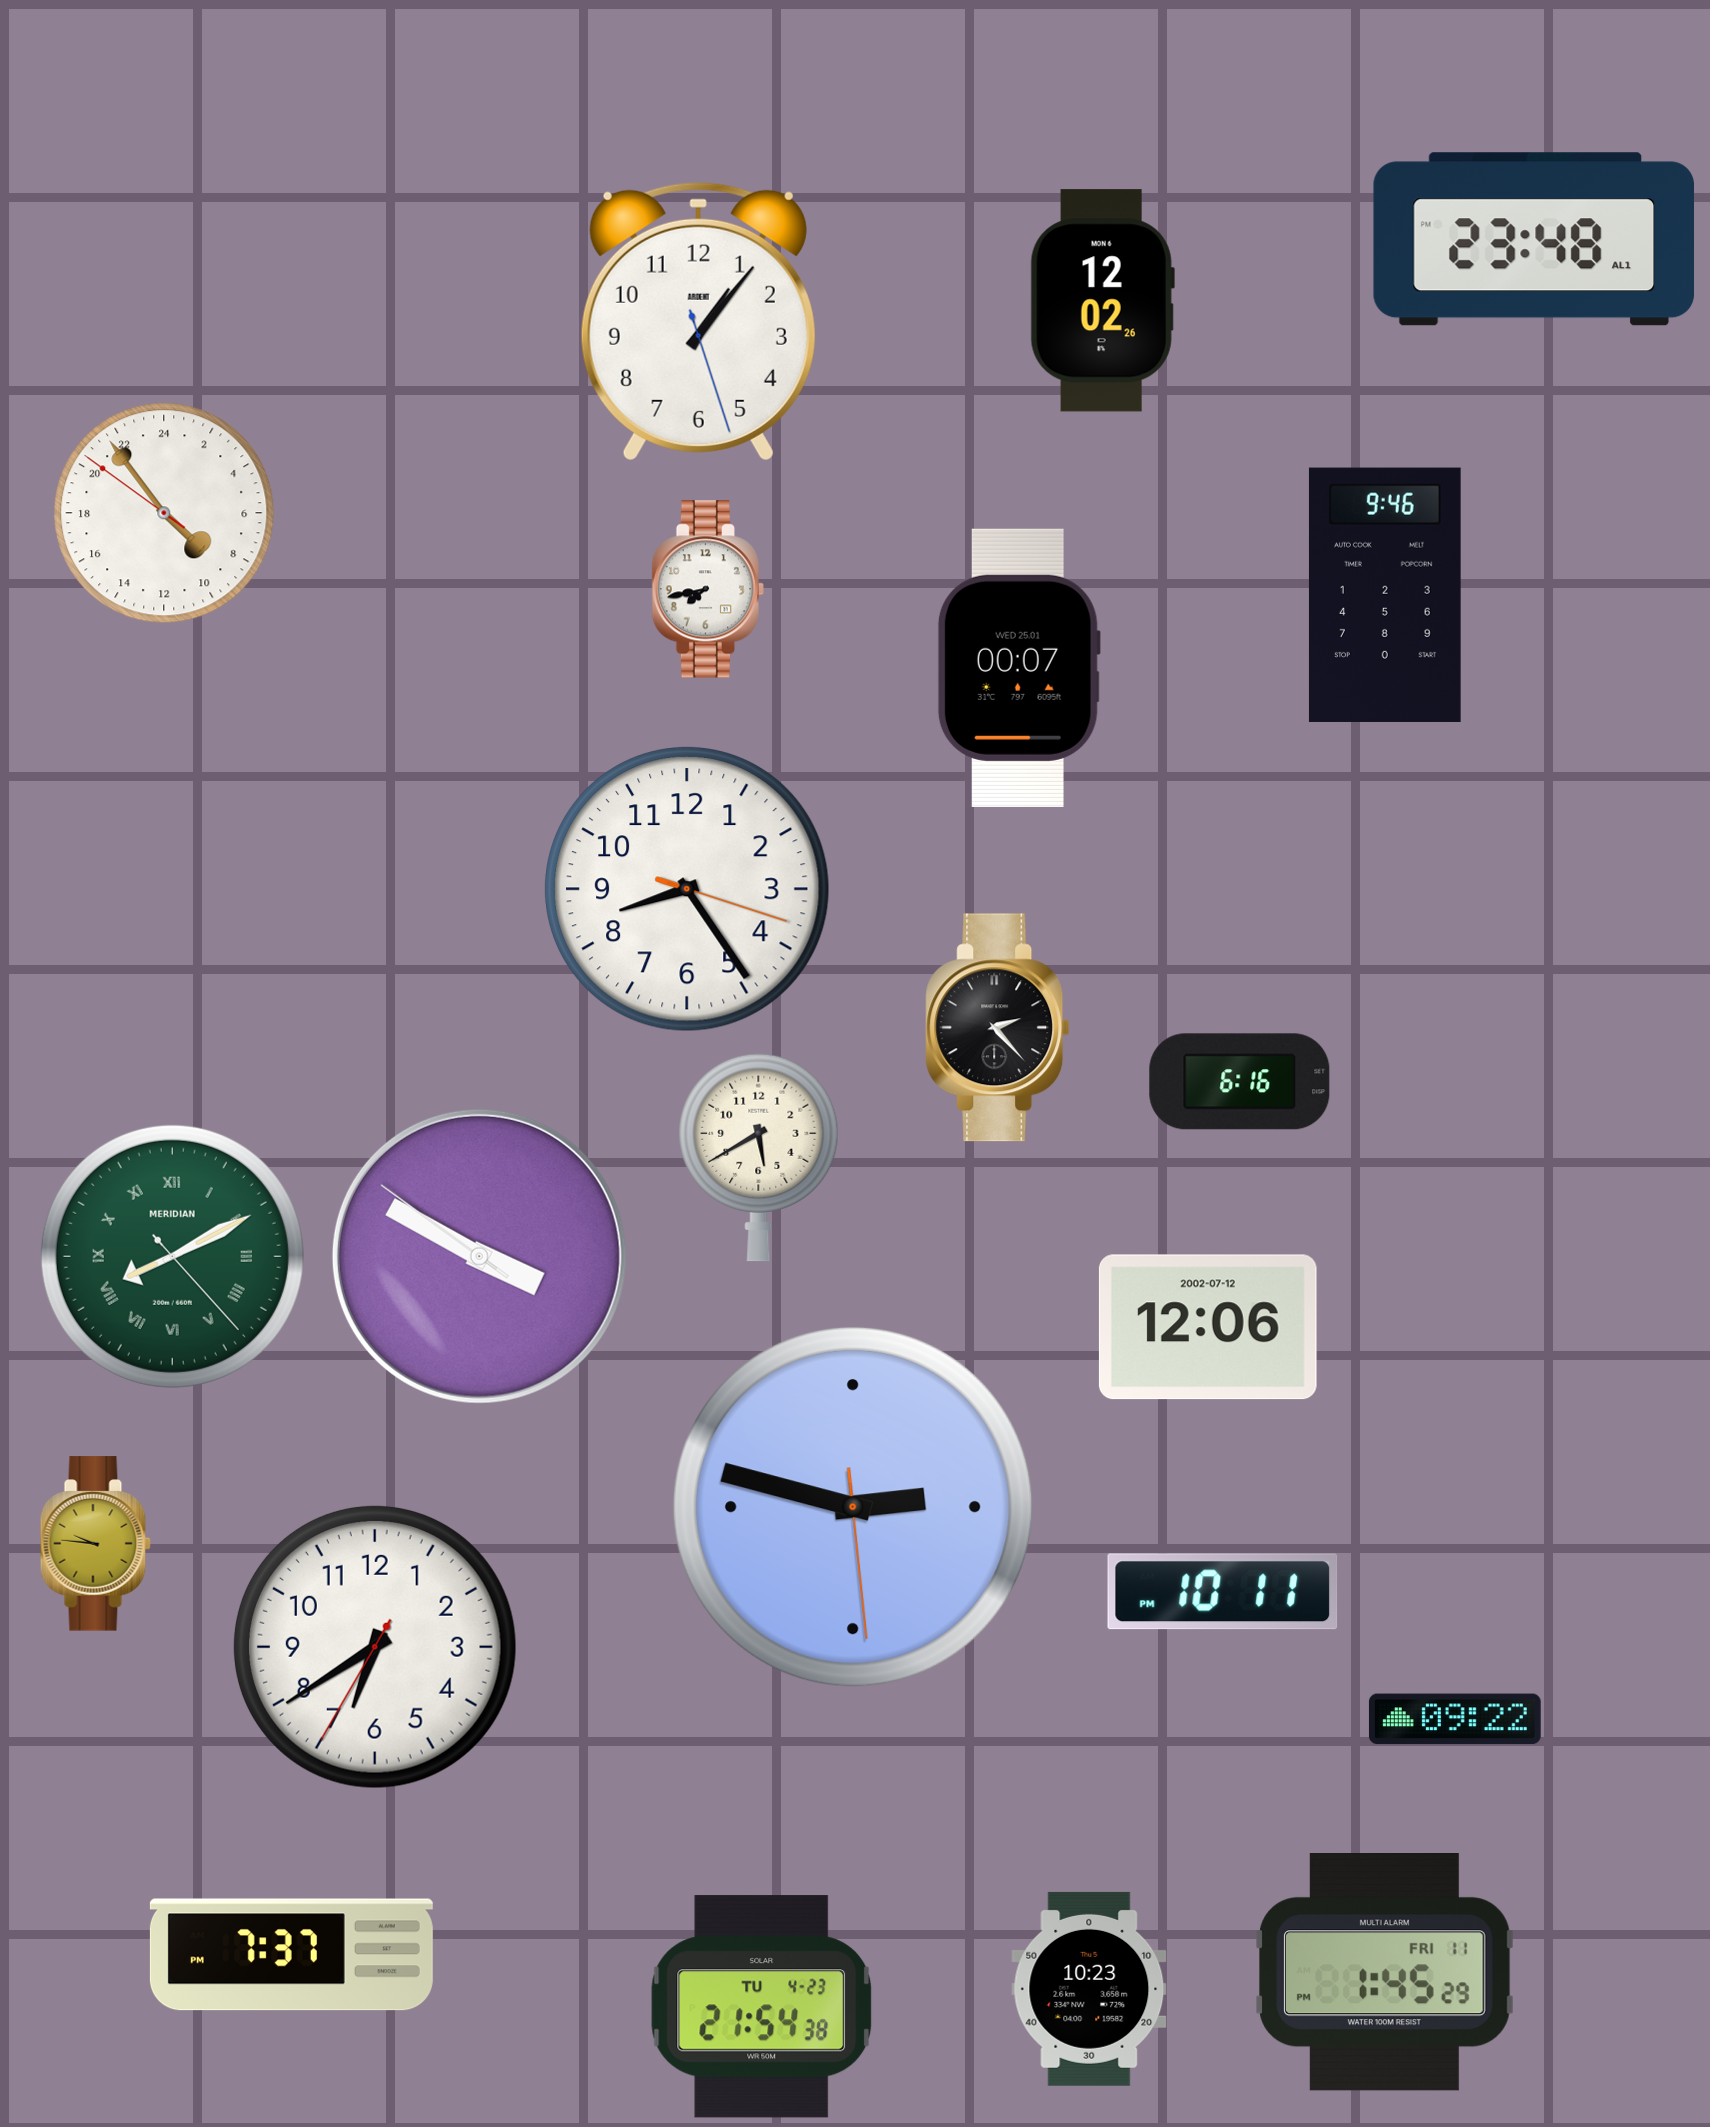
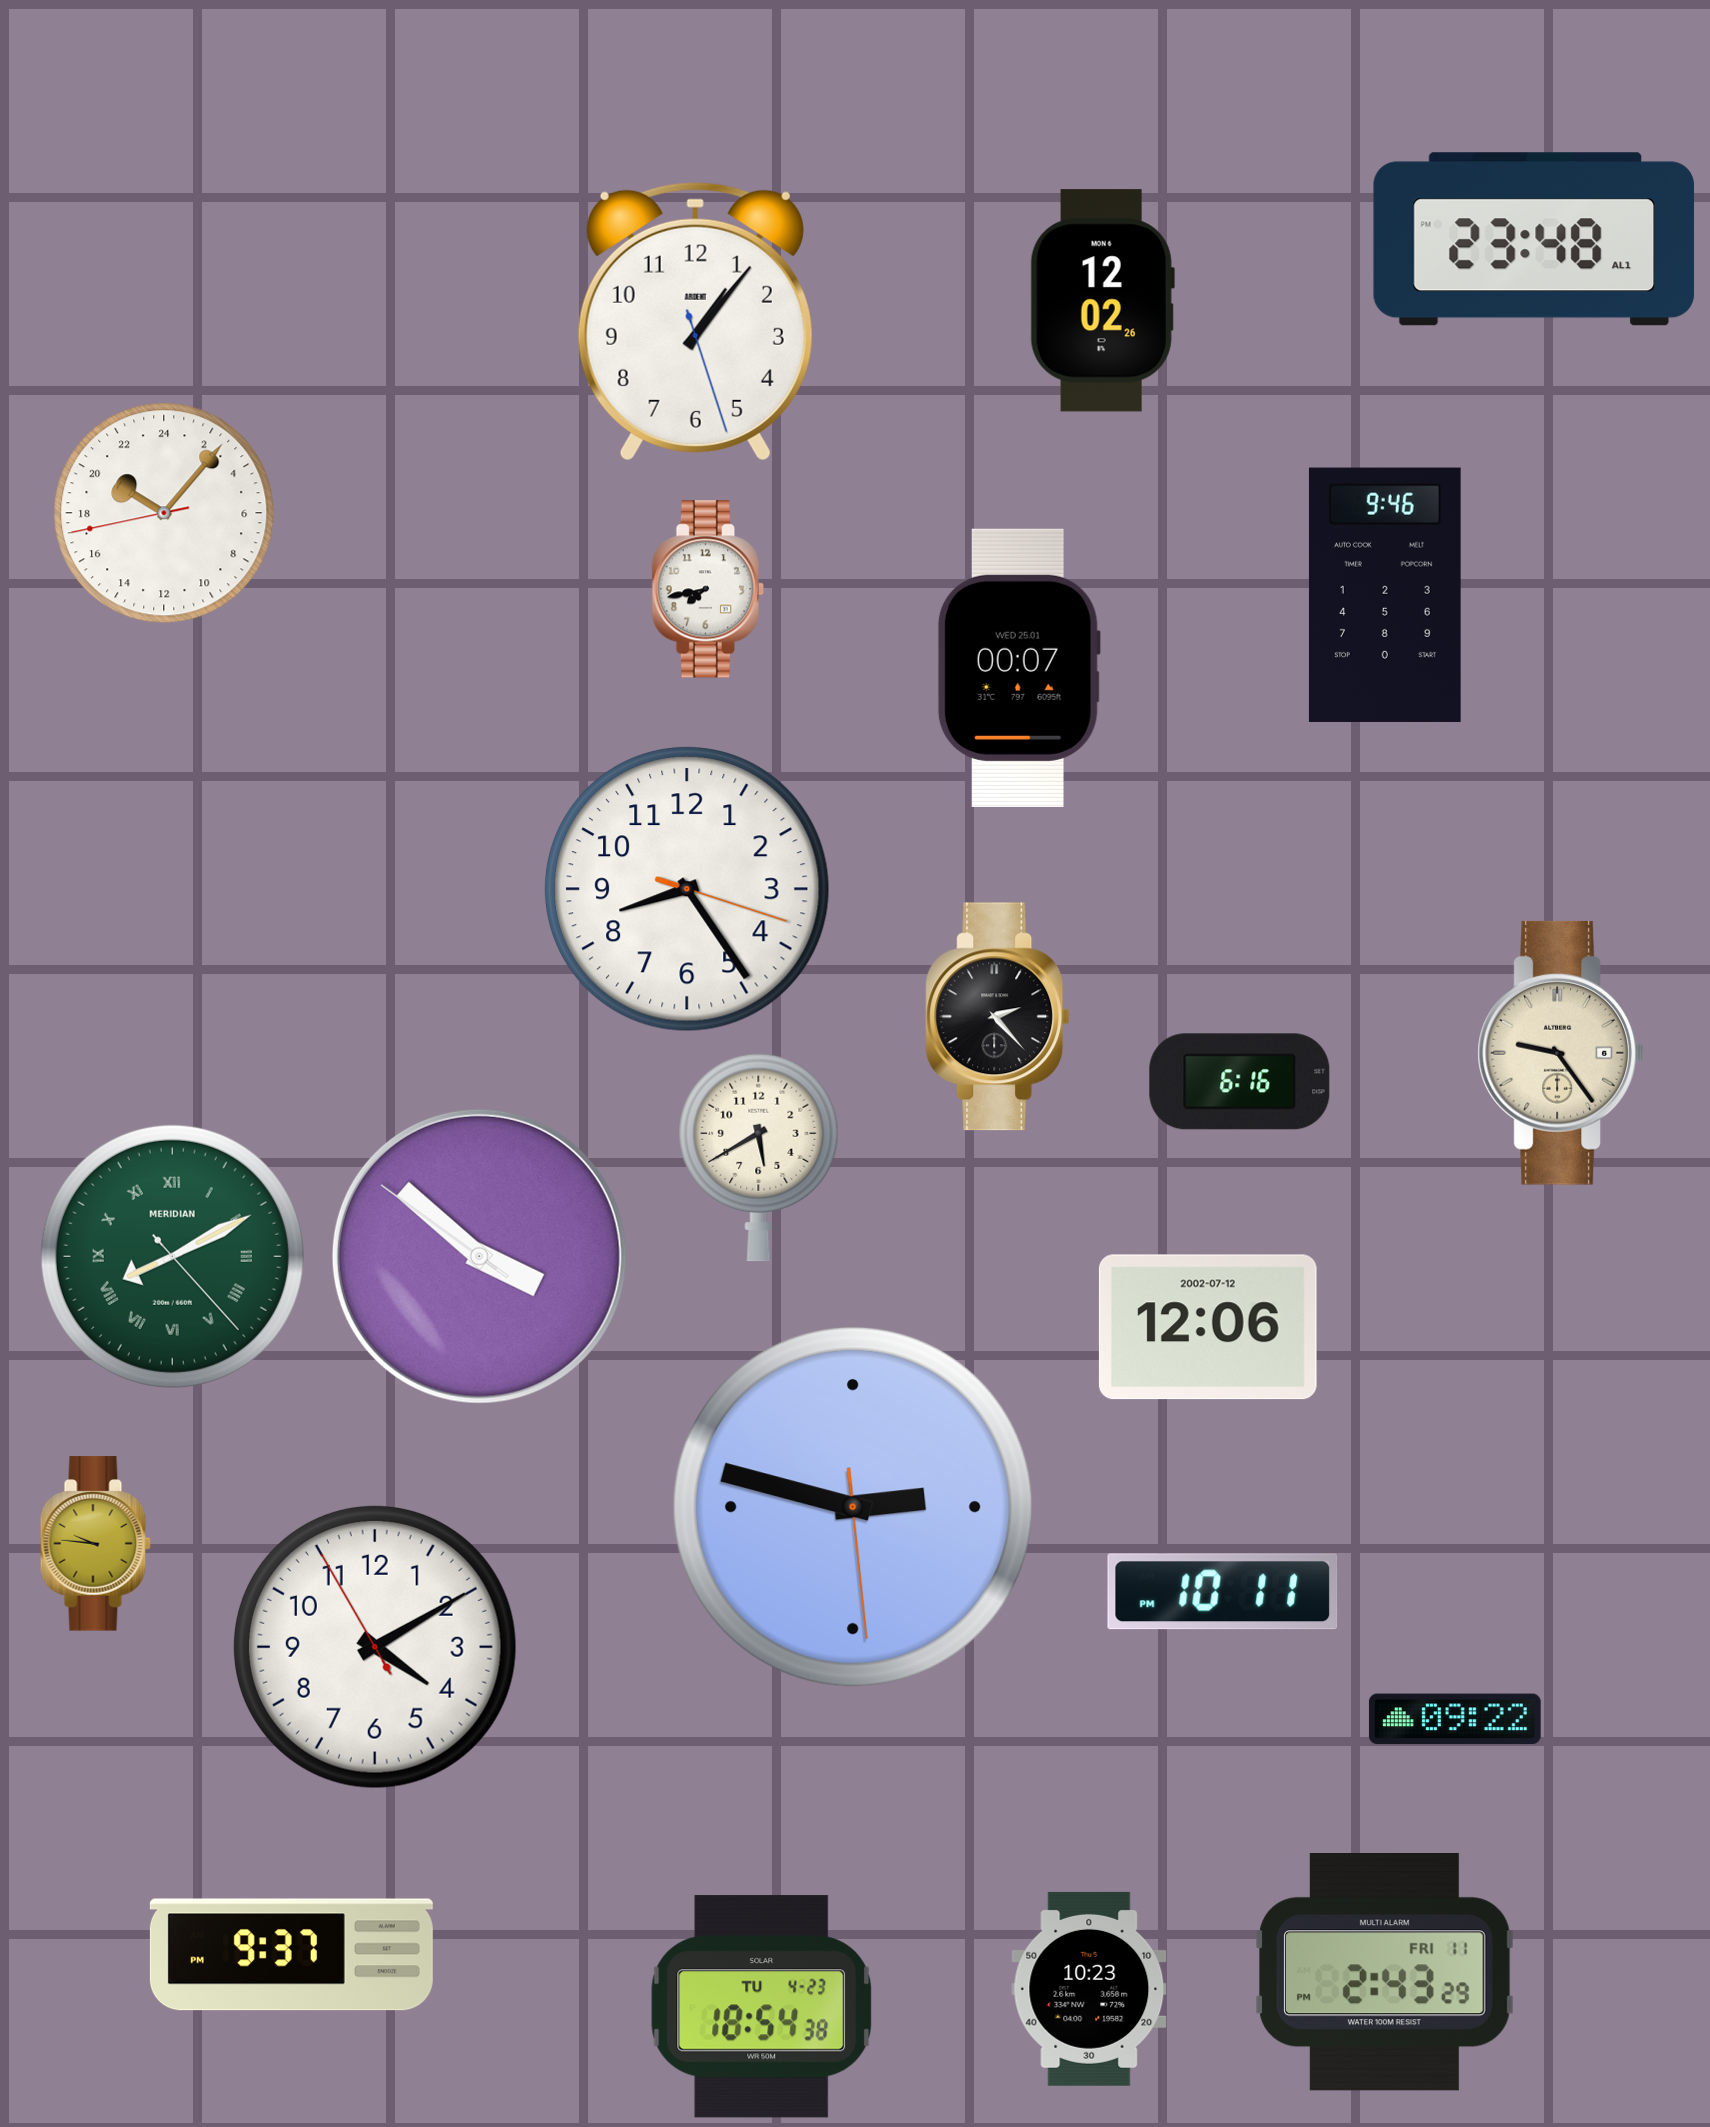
clock at (698, 321) position: (698, 321) -> (695, 321)
clock at (164, 513): 8:53 -> 20:06
clock at (998, 1028) position: (998, 1028) -> (998, 1017)
clock at (1560, 1053): none -> 9:24
clock at (479, 1256): 3:49 -> 3:51
clock at (375, 1647): 6:39 -> 4:09
clock at (291, 1955): 7:37 -> 9:37
clock at (1385, 1973): 1:45 -> 2:43
clock at (762, 2007): 21:54 -> 18:54
